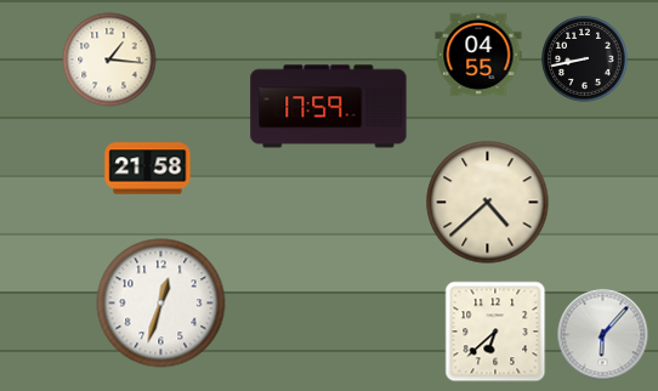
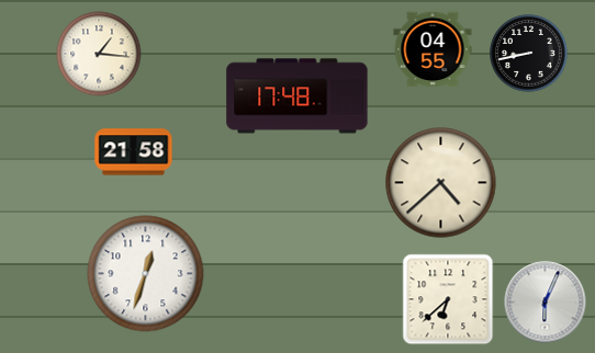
clock at (329, 107): 17:59 -> 17:48
clock at (603, 335): 6:07 -> 6:04
